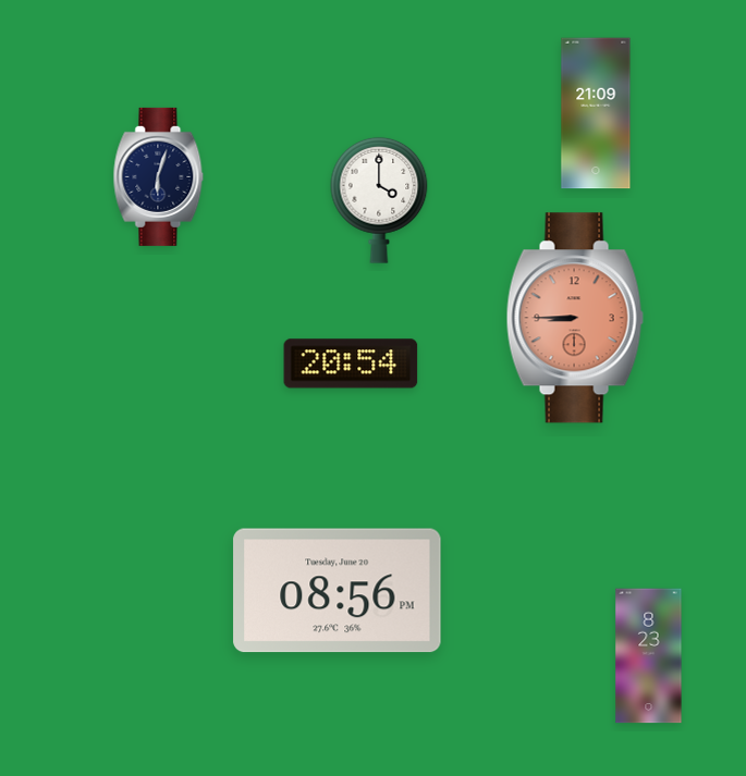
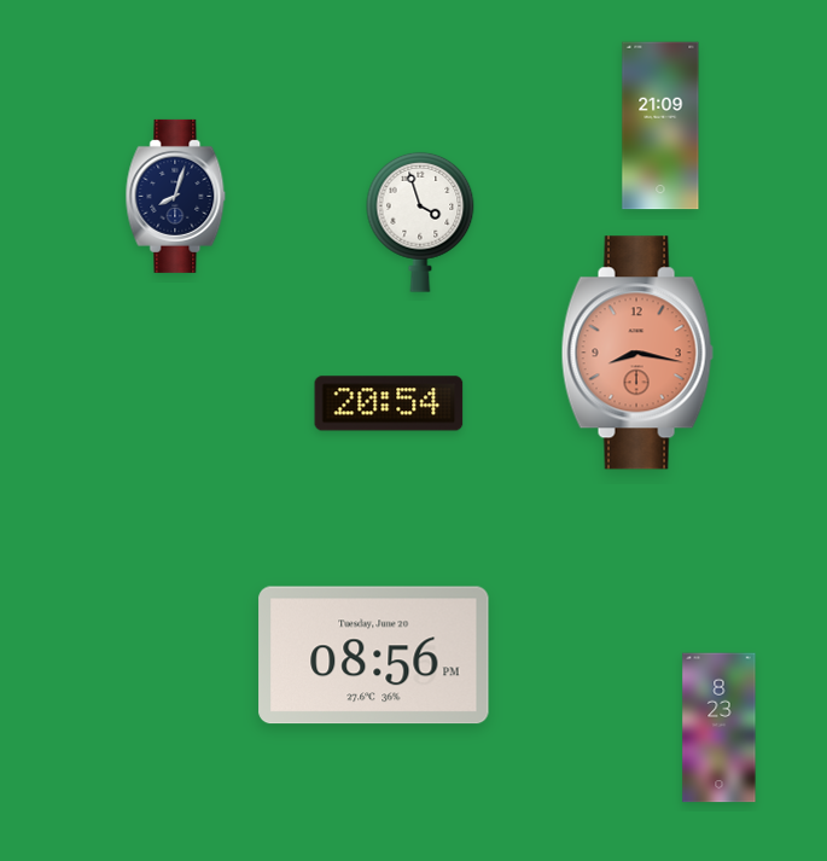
clock at (159, 176): 6:03 -> 8:03
clock at (379, 200): 4:00 -> 3:57
clock at (575, 318): 8:45 -> 8:17
